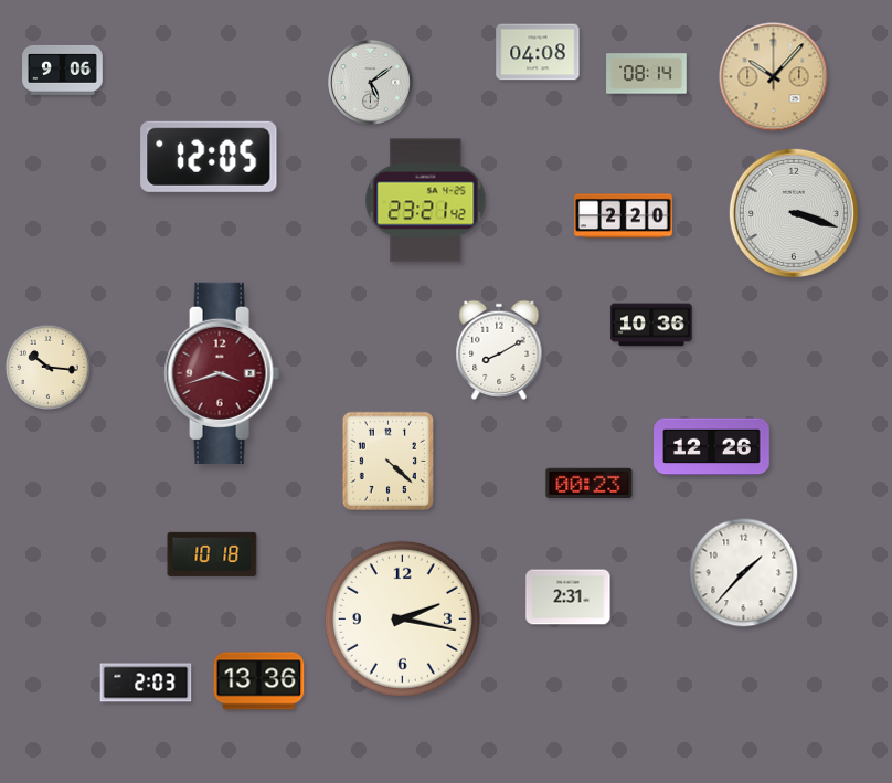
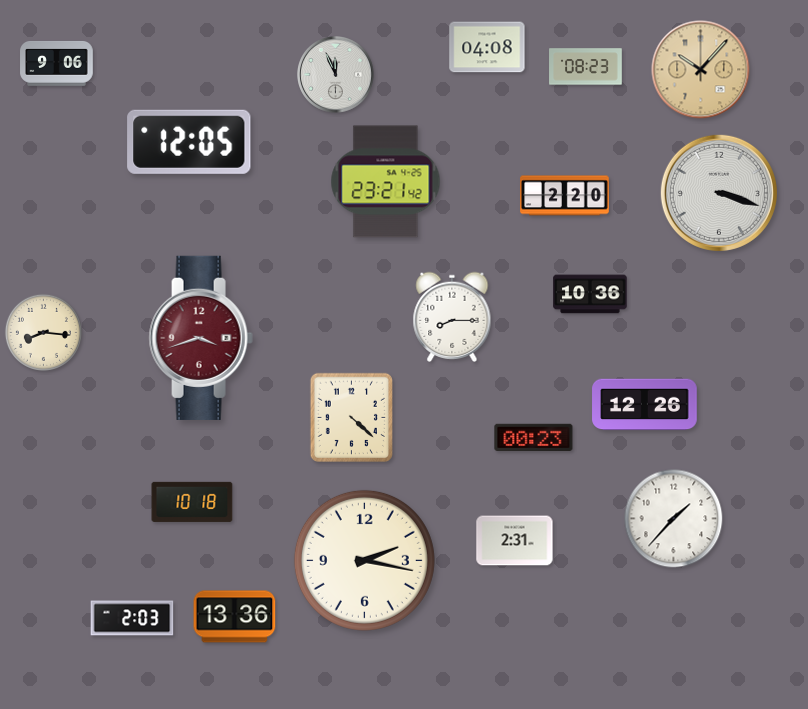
clock at (647, 74): 08:14 -> 08:23
clock at (371, 83): 5:09 -> 11:56
clock at (499, 349): 8:10 -> 8:15
clock at (47, 367): 10:16 -> 8:16
